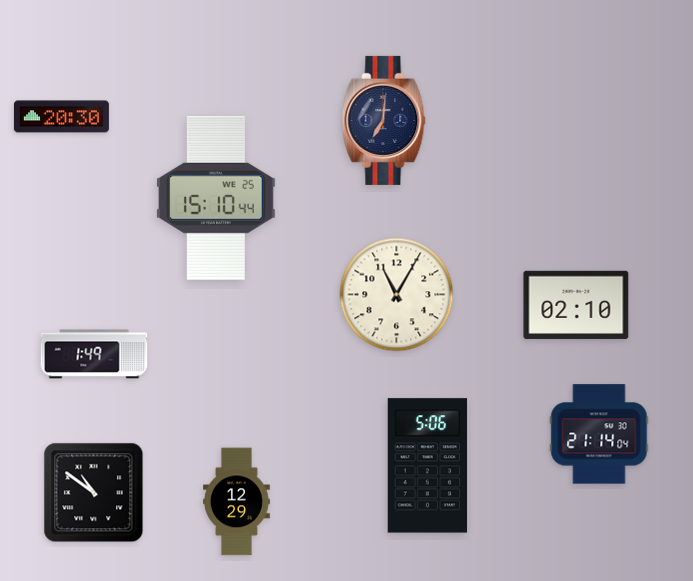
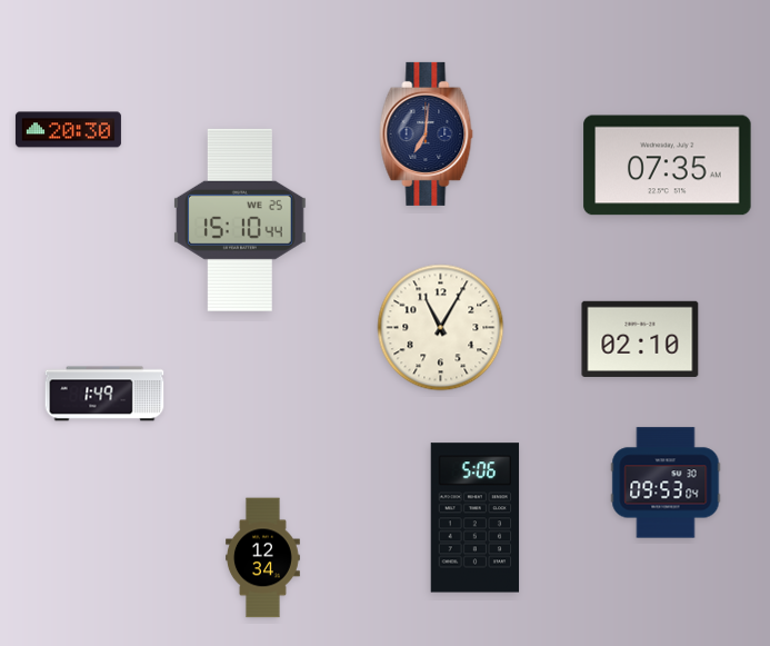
clock at (668, 166): none -> 07:35
clock at (599, 434): 21:14 -> 09:53
clock at (94, 493): 10:51 -> none
clock at (237, 502): 12:29 -> 12:34
